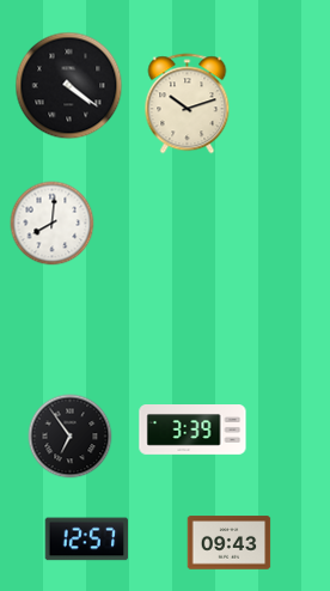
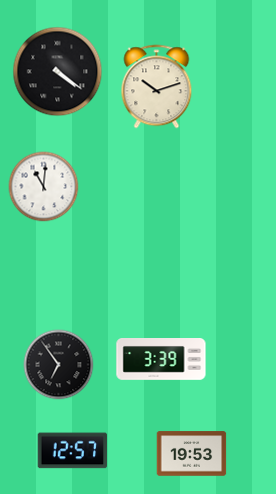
clock at (53, 224): 8:01 -> 11:01
clock at (230, 543): 09:43 -> 19:53
